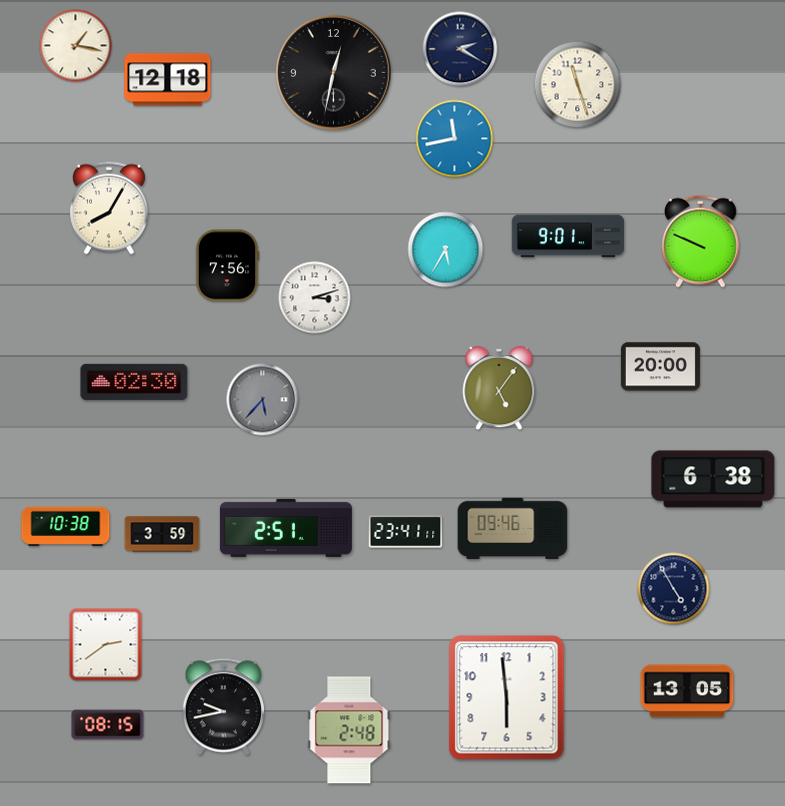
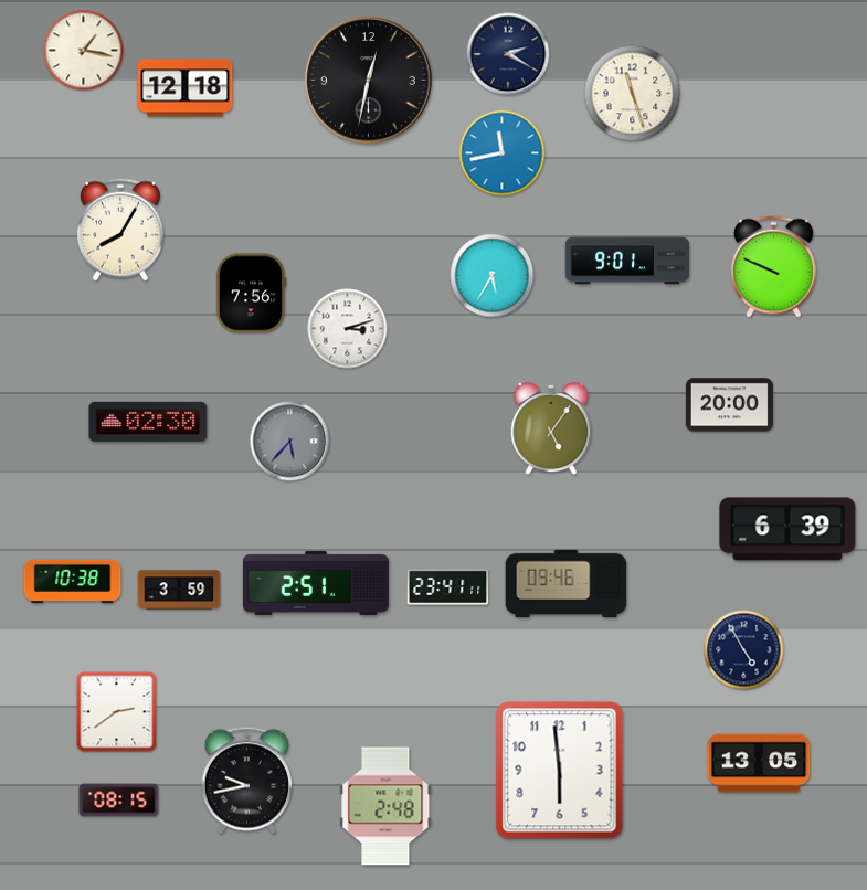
clock at (578, 85) position: (578, 85) -> (633, 94)
clock at (713, 479): 6:38 -> 6:39
